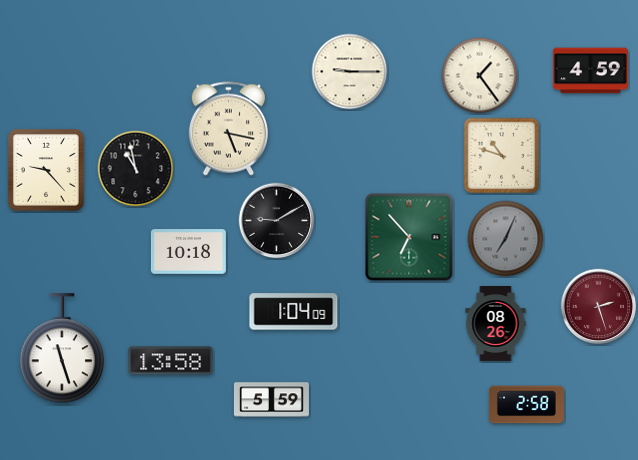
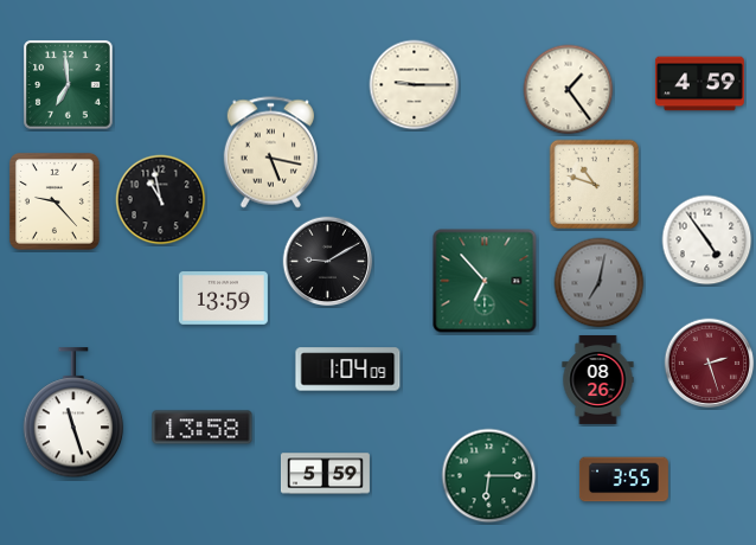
clock at (69, 85): none -> 6:59
clock at (707, 241): none -> 4:54
clock at (506, 239): 7:04 -> 7:02
clock at (188, 252): 10:18 -> 13:59
clock at (496, 323) position: (496, 323) -> (598, 379)
clock at (271, 400) position: (271, 400) -> (325, 474)
clock at (489, 476): none -> 6:15
clock at (526, 405): 2:58 -> 3:55
